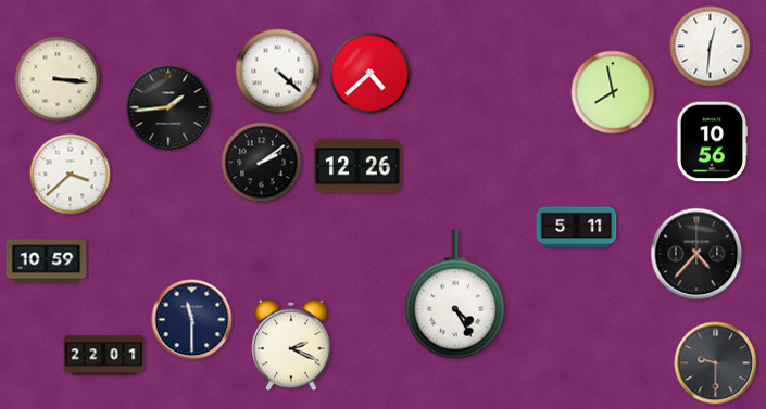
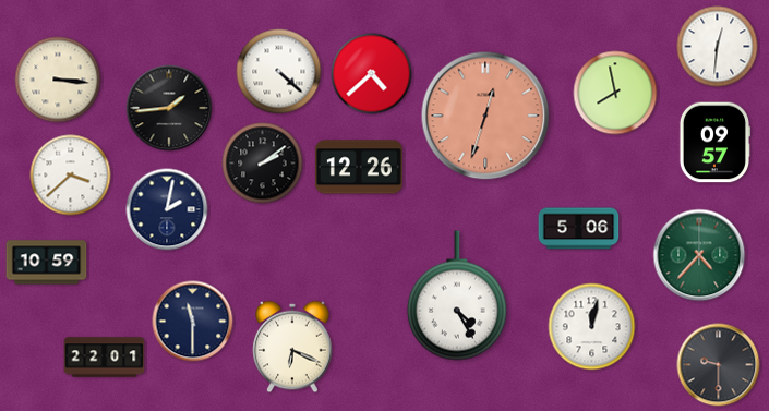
clock at (711, 47) position: (711, 47) -> (718, 47)
clock at (485, 116): none -> 12:33
clock at (712, 142): 10:56 -> 09:57
clock at (167, 209): none -> 2:02
clock at (577, 228): 5:11 -> 5:06
clock at (696, 254) dial: black -> green
clock at (592, 327): none -> 12:02
clock at (291, 345): 2:19 -> 6:19
